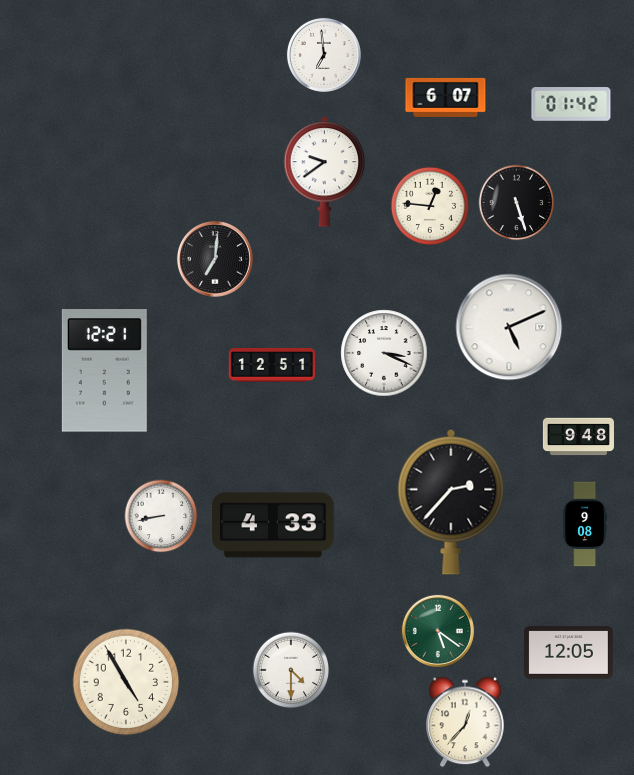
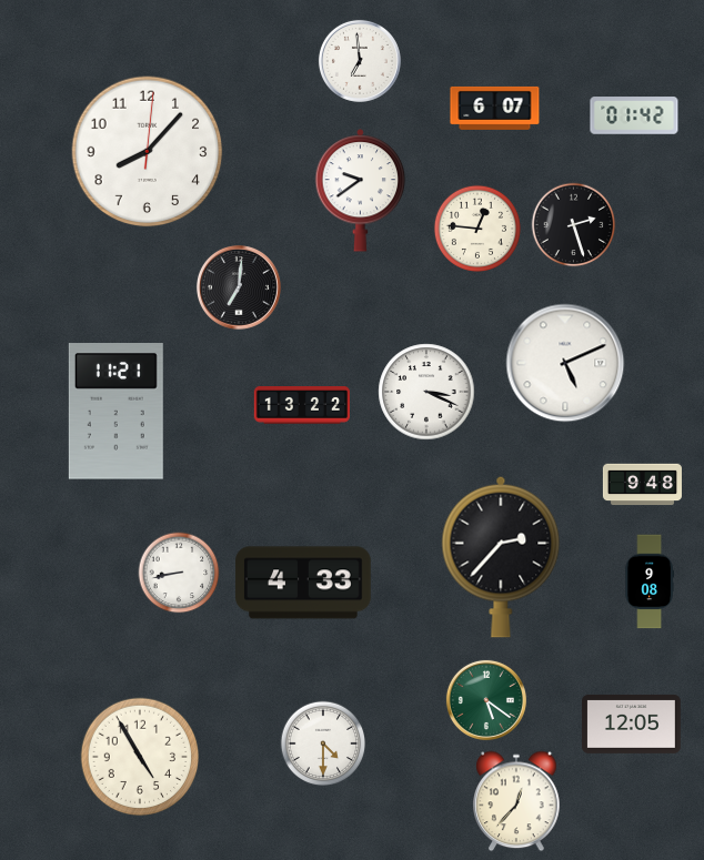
clock at (148, 152): none -> 8:07
clock at (517, 203): 5:27 -> 2:27
clock at (271, 366): 12:51 -> 13:22
clock at (104, 371): 12:21 -> 11:21
